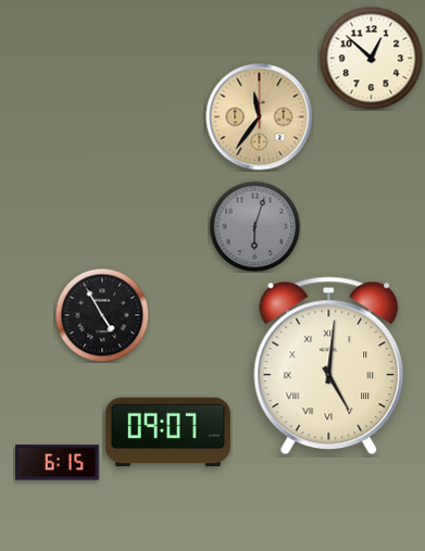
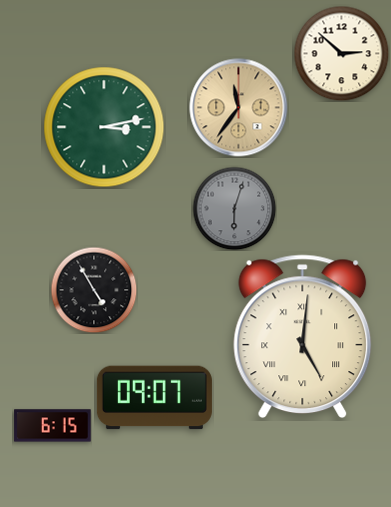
clock at (371, 58): 12:52 -> 2:52
clock at (104, 127): none -> 3:13
